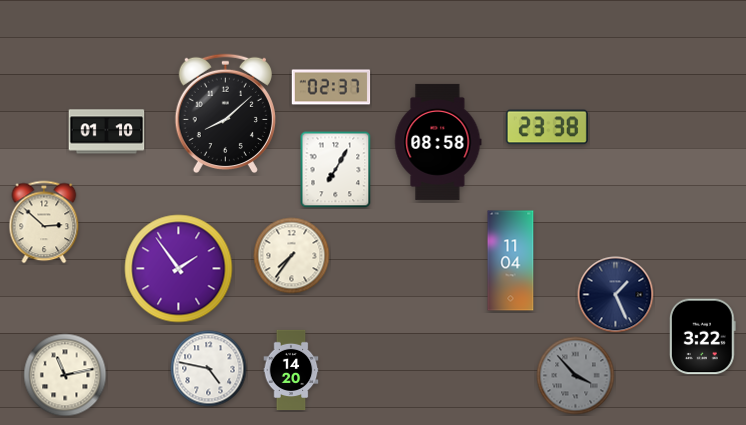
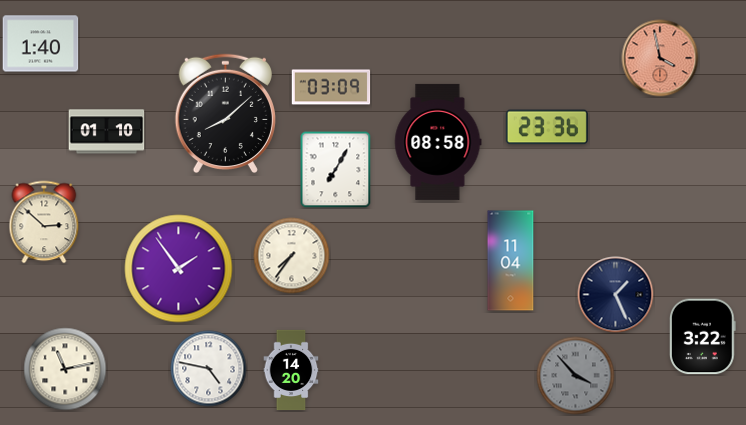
clock at (41, 44): none -> 1:40
clock at (660, 58): none -> 3:58
clock at (331, 87): 02:37 -> 03:09
clock at (547, 127): 23:38 -> 23:36
clock at (65, 375) position: (65, 375) -> (65, 369)
